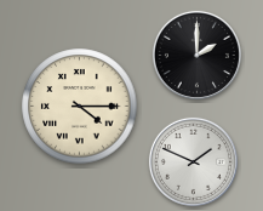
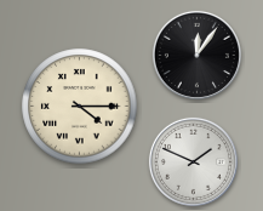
clock at (196, 55): 2:00 -> 12:06
